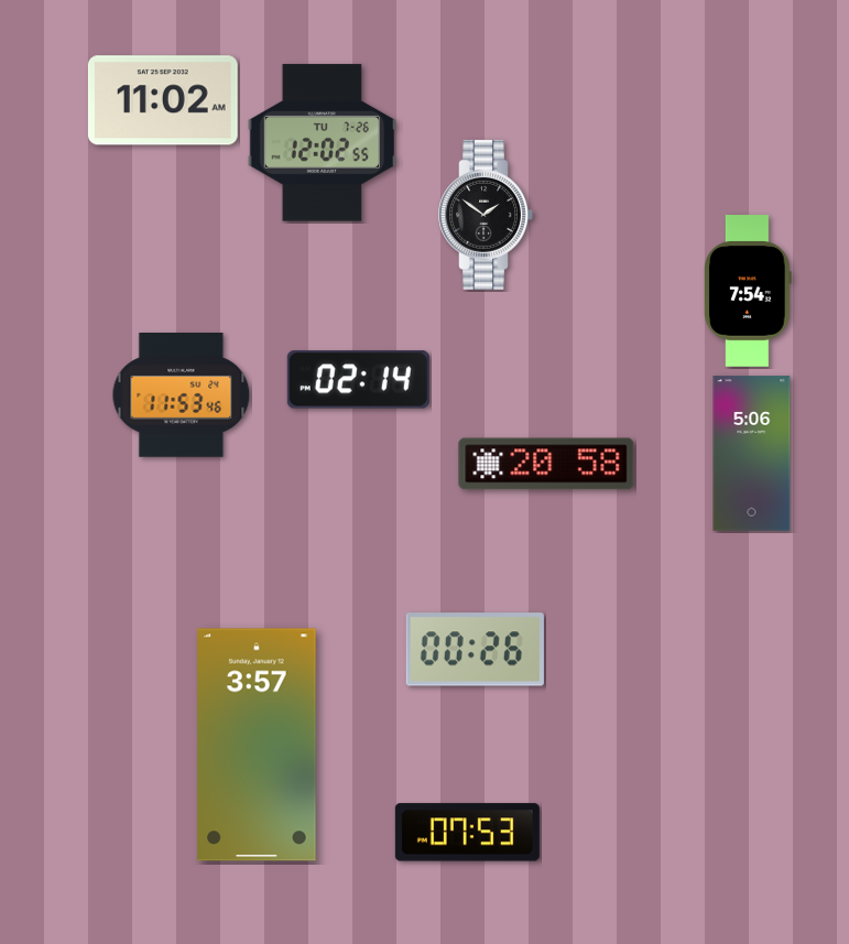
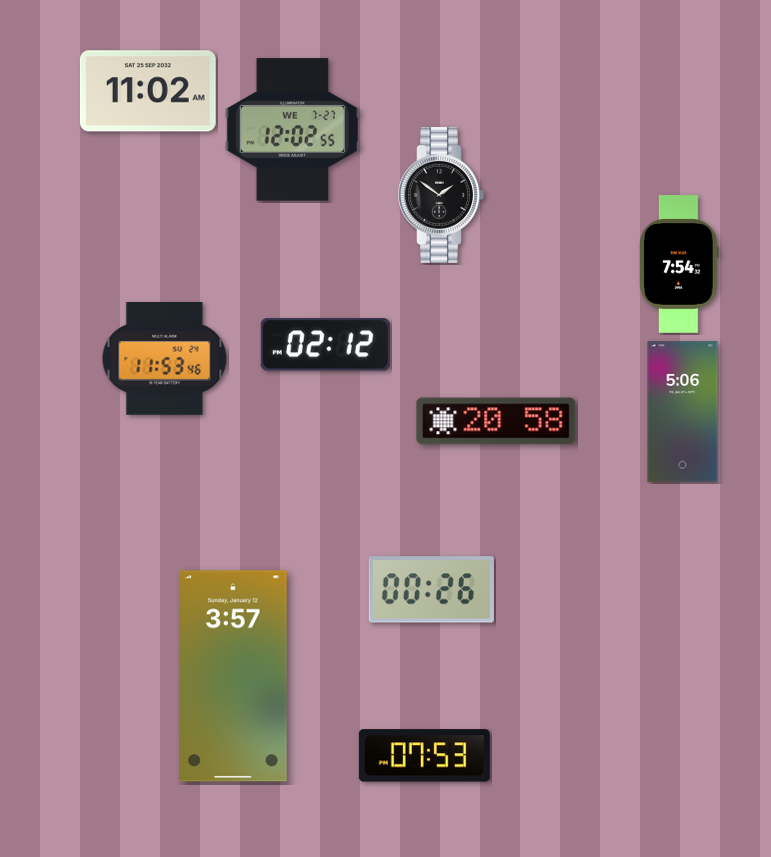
clock at (322, 143) date: TU 7-26 -> WE 7-27
clock at (358, 380): 02:14 -> 02:12
